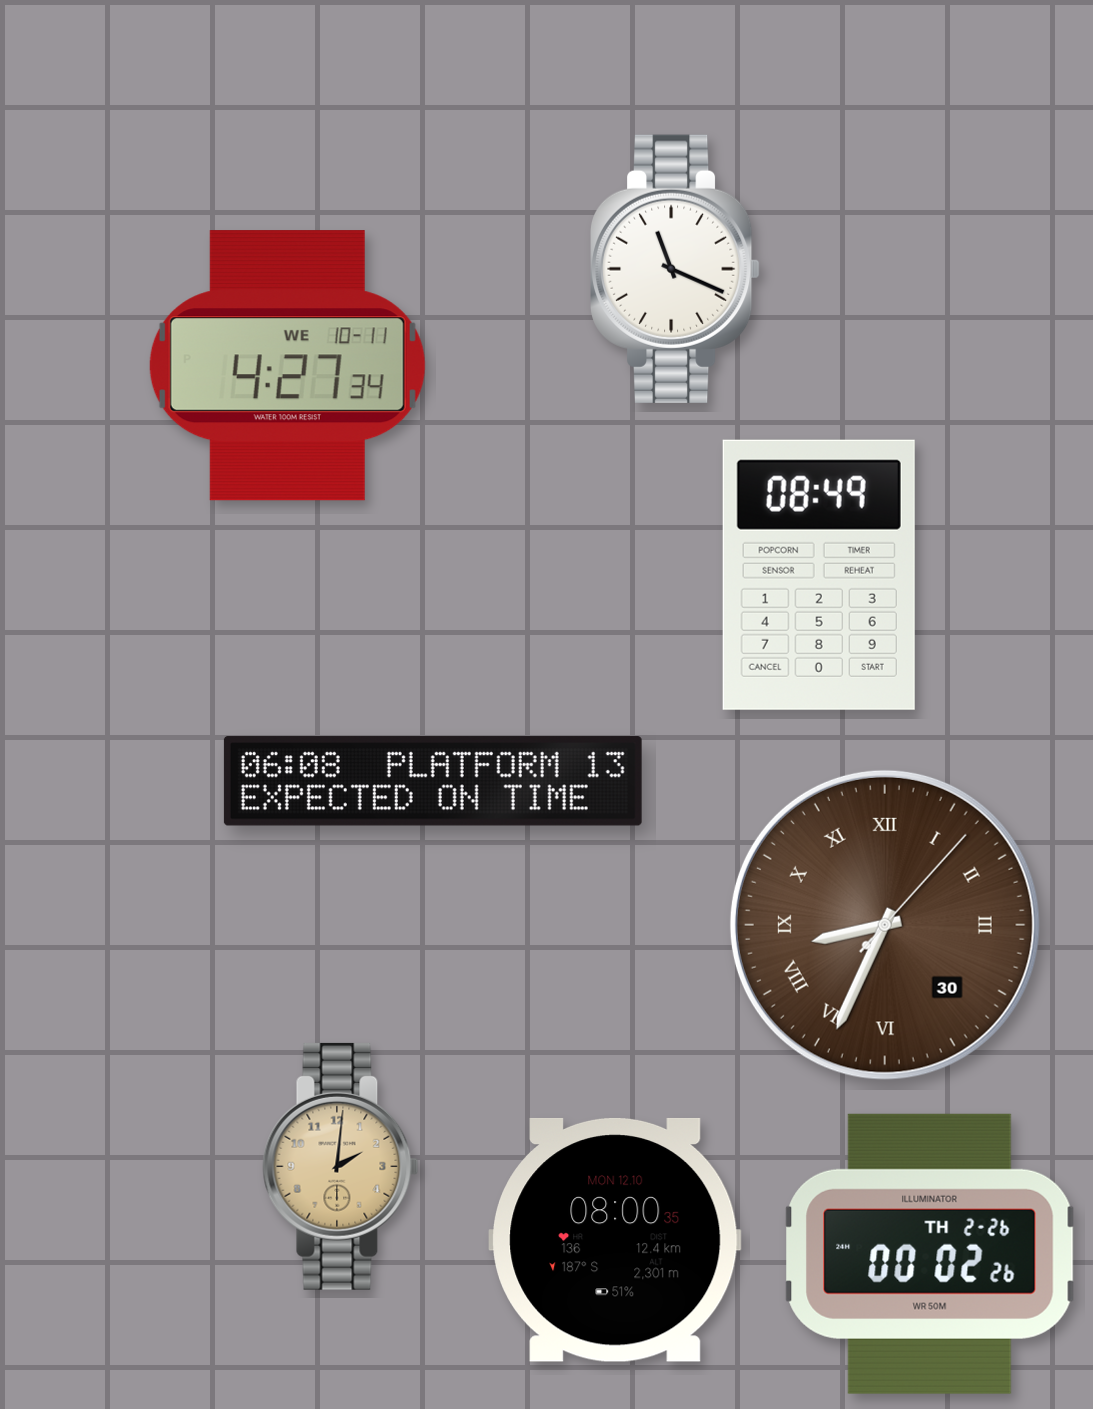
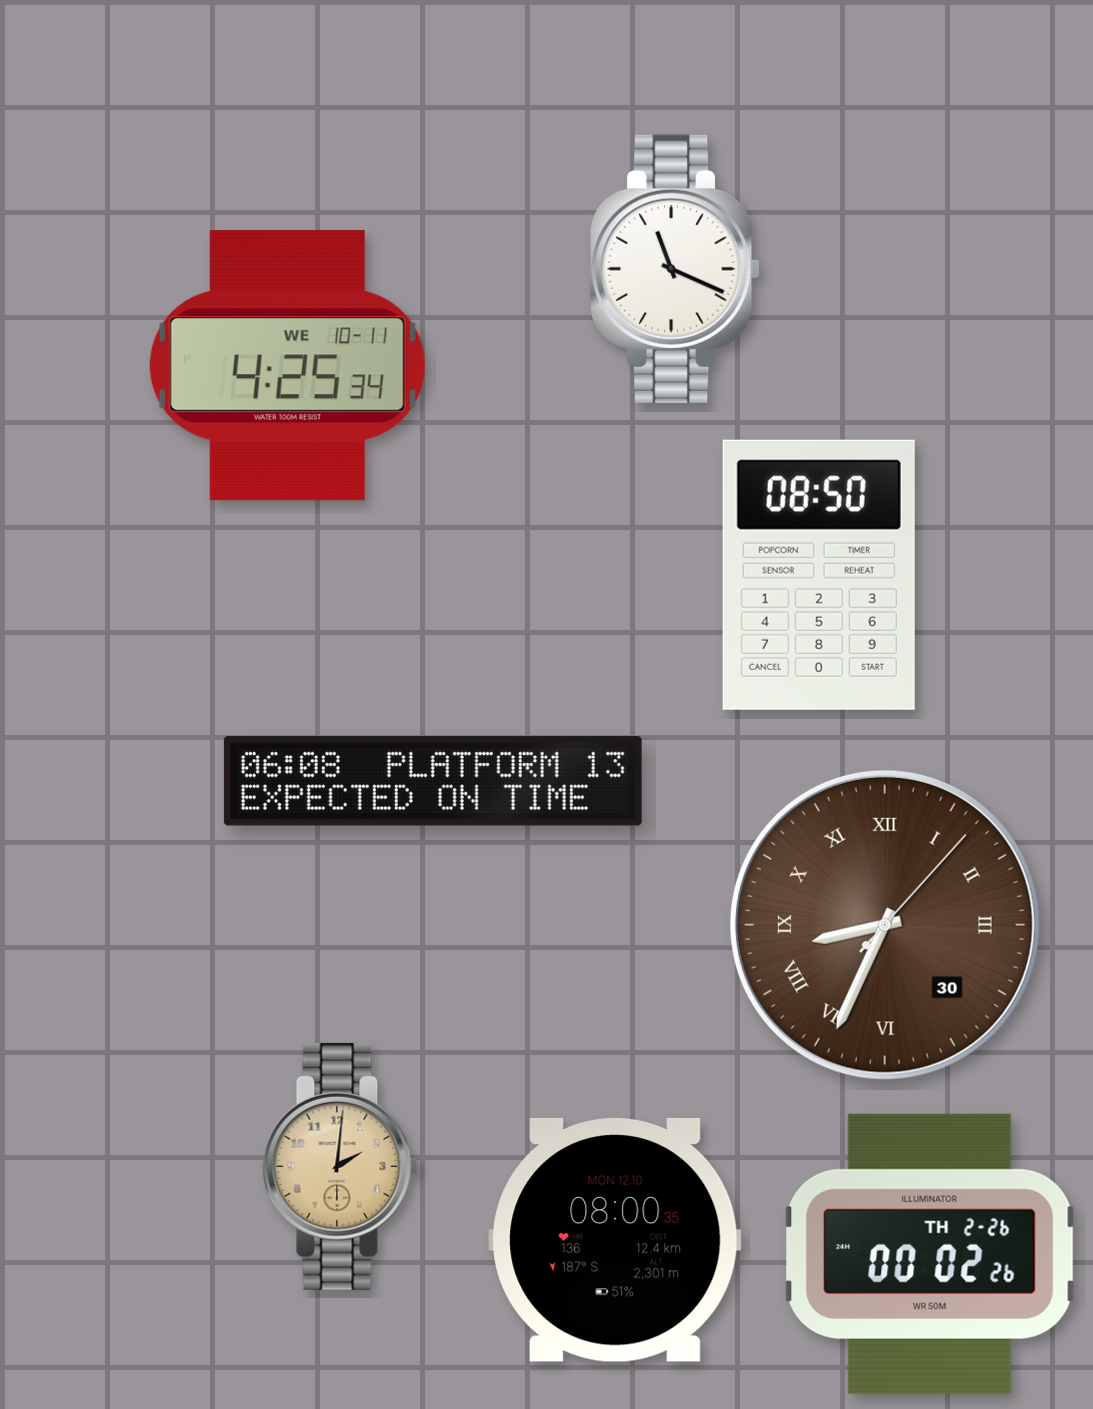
clock at (287, 366): 4:27 -> 4:25
clock at (819, 575): 08:49 -> 08:50
